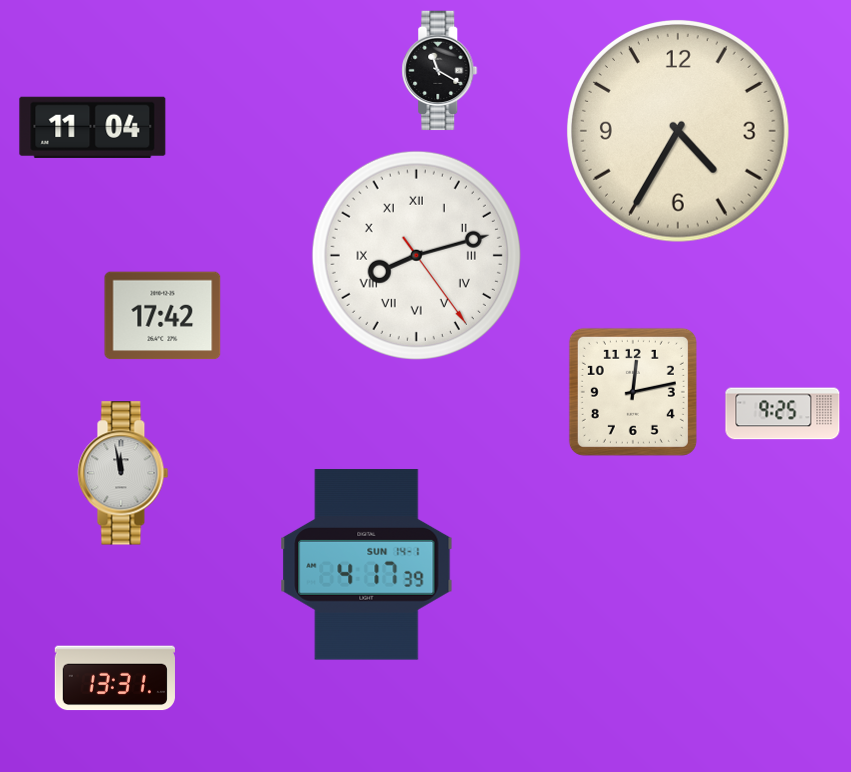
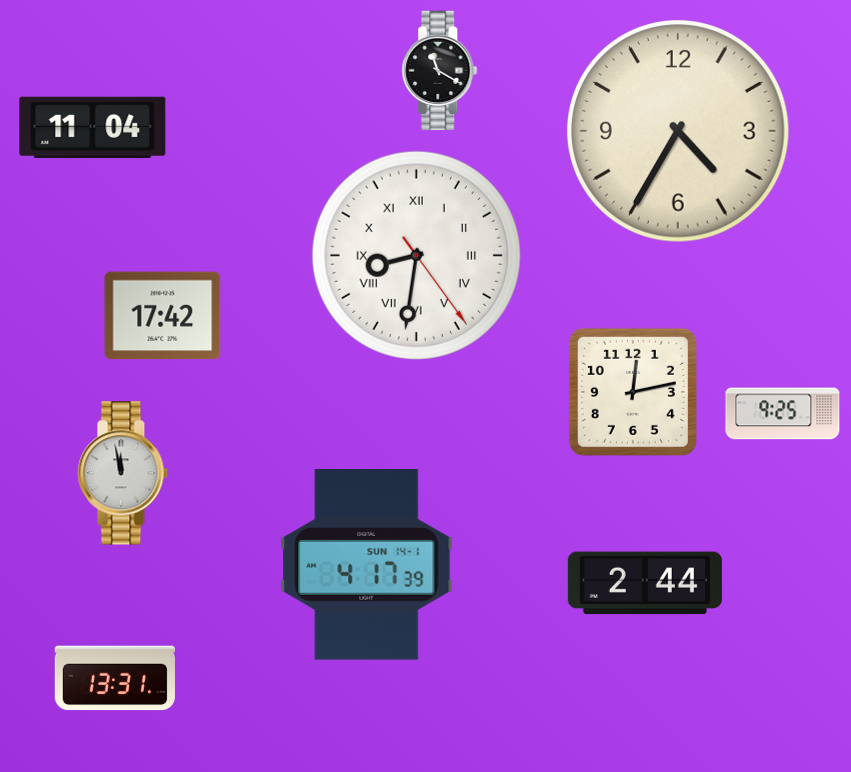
clock at (416, 255): 8:12 -> 8:31
clock at (645, 583): none -> 2:44
